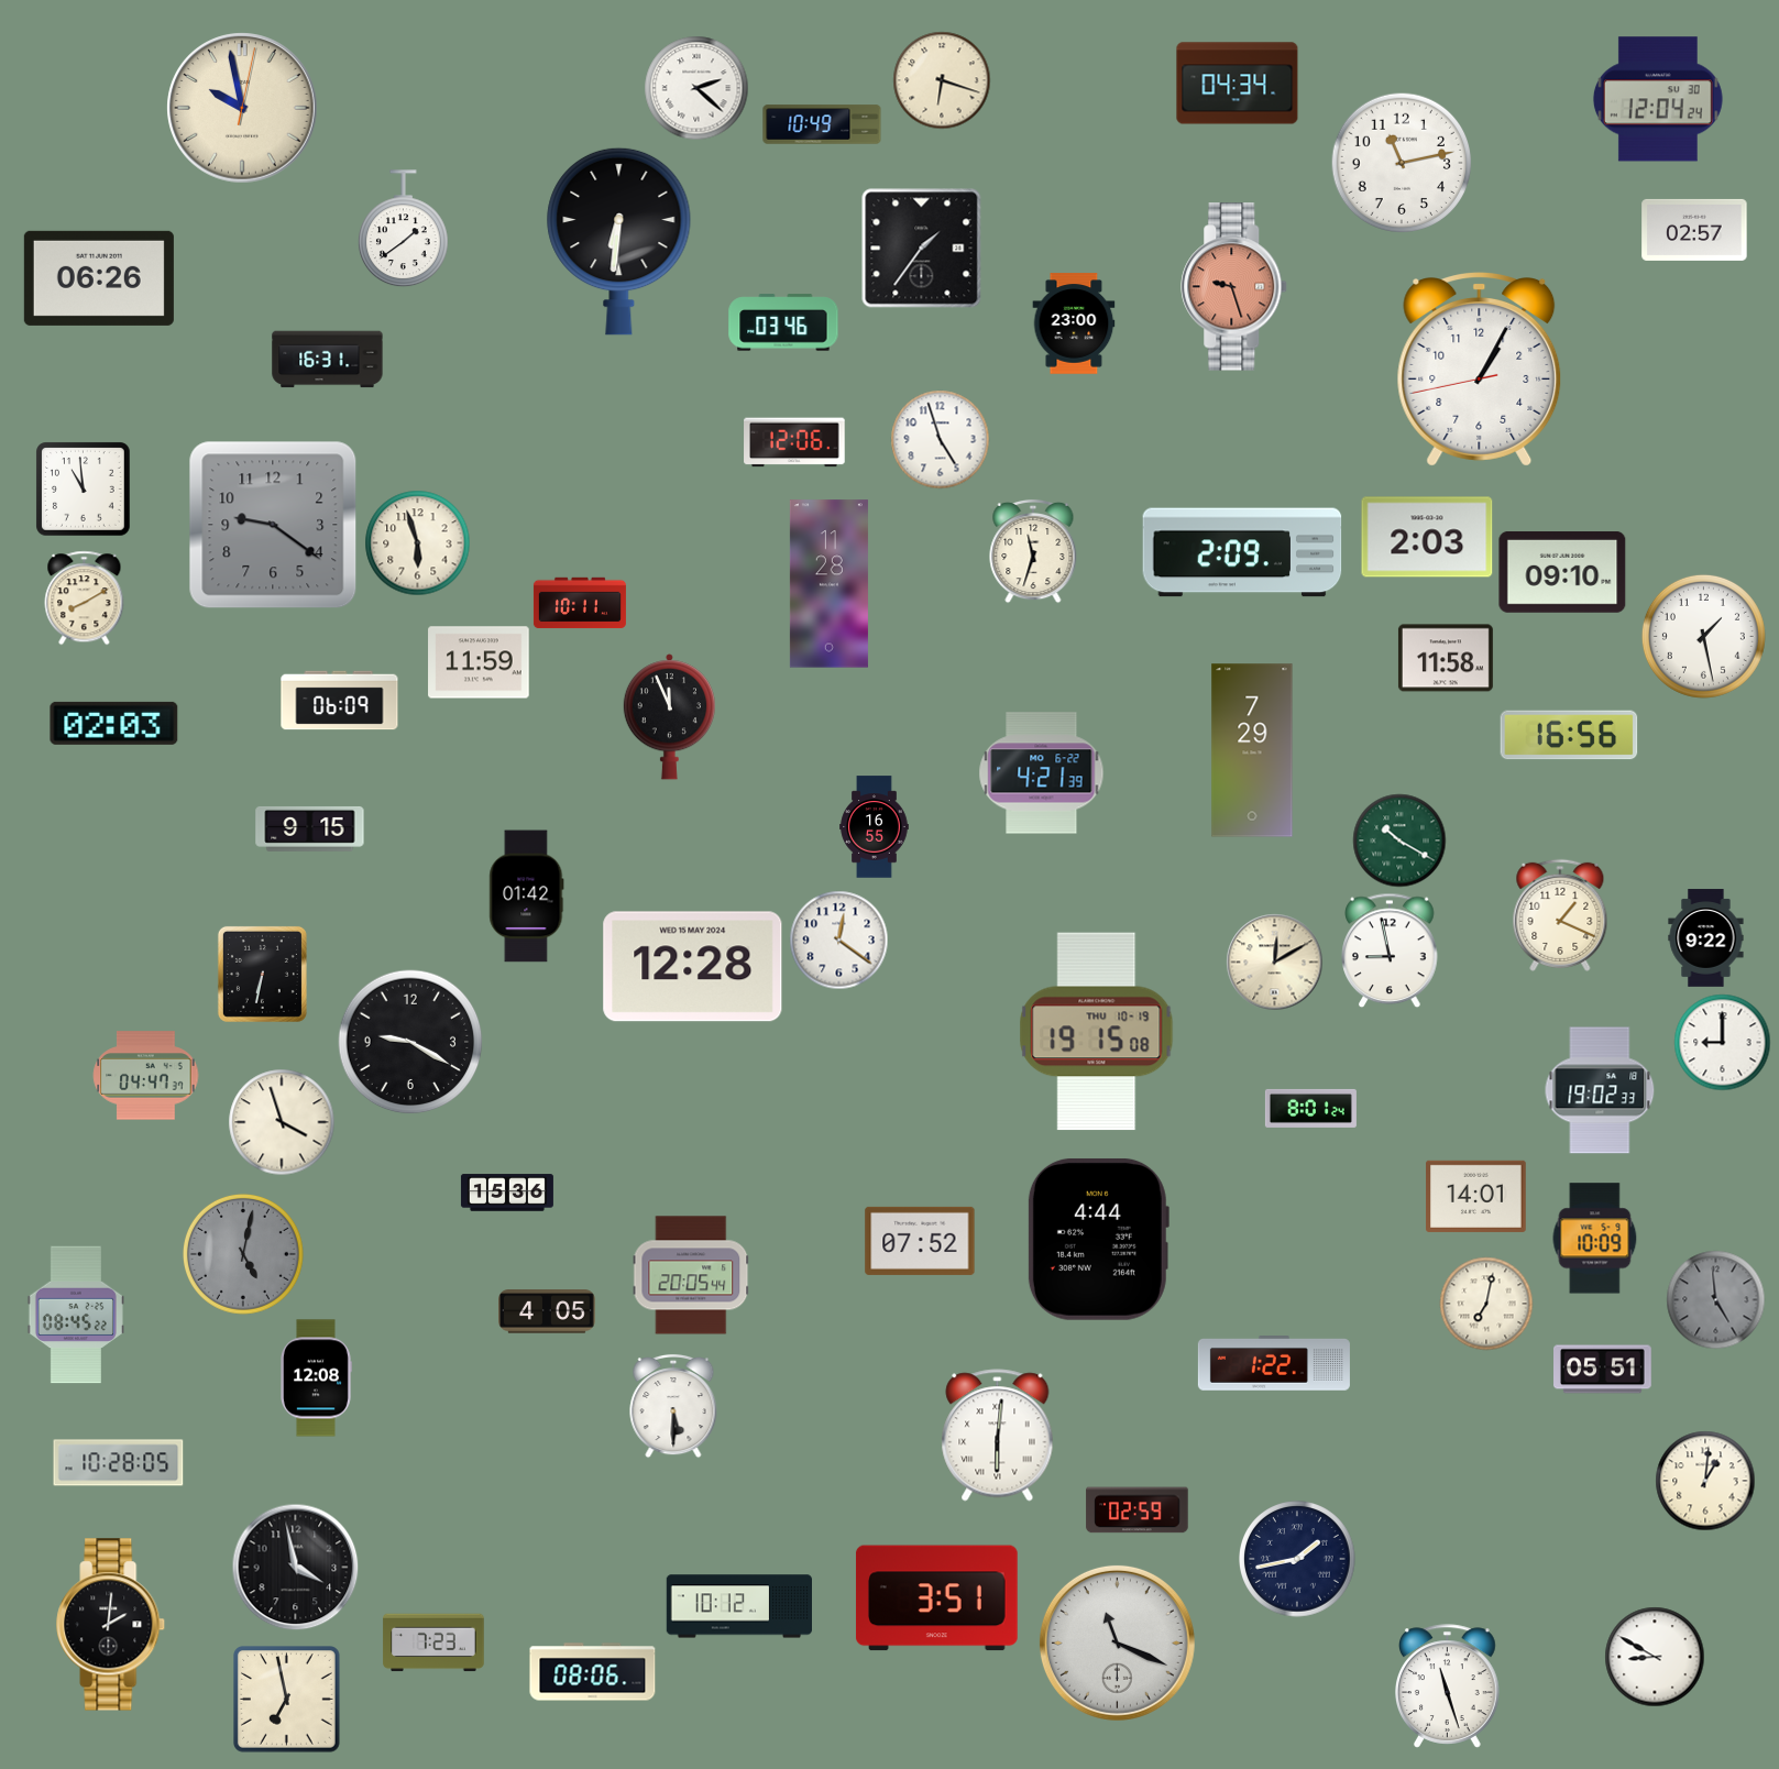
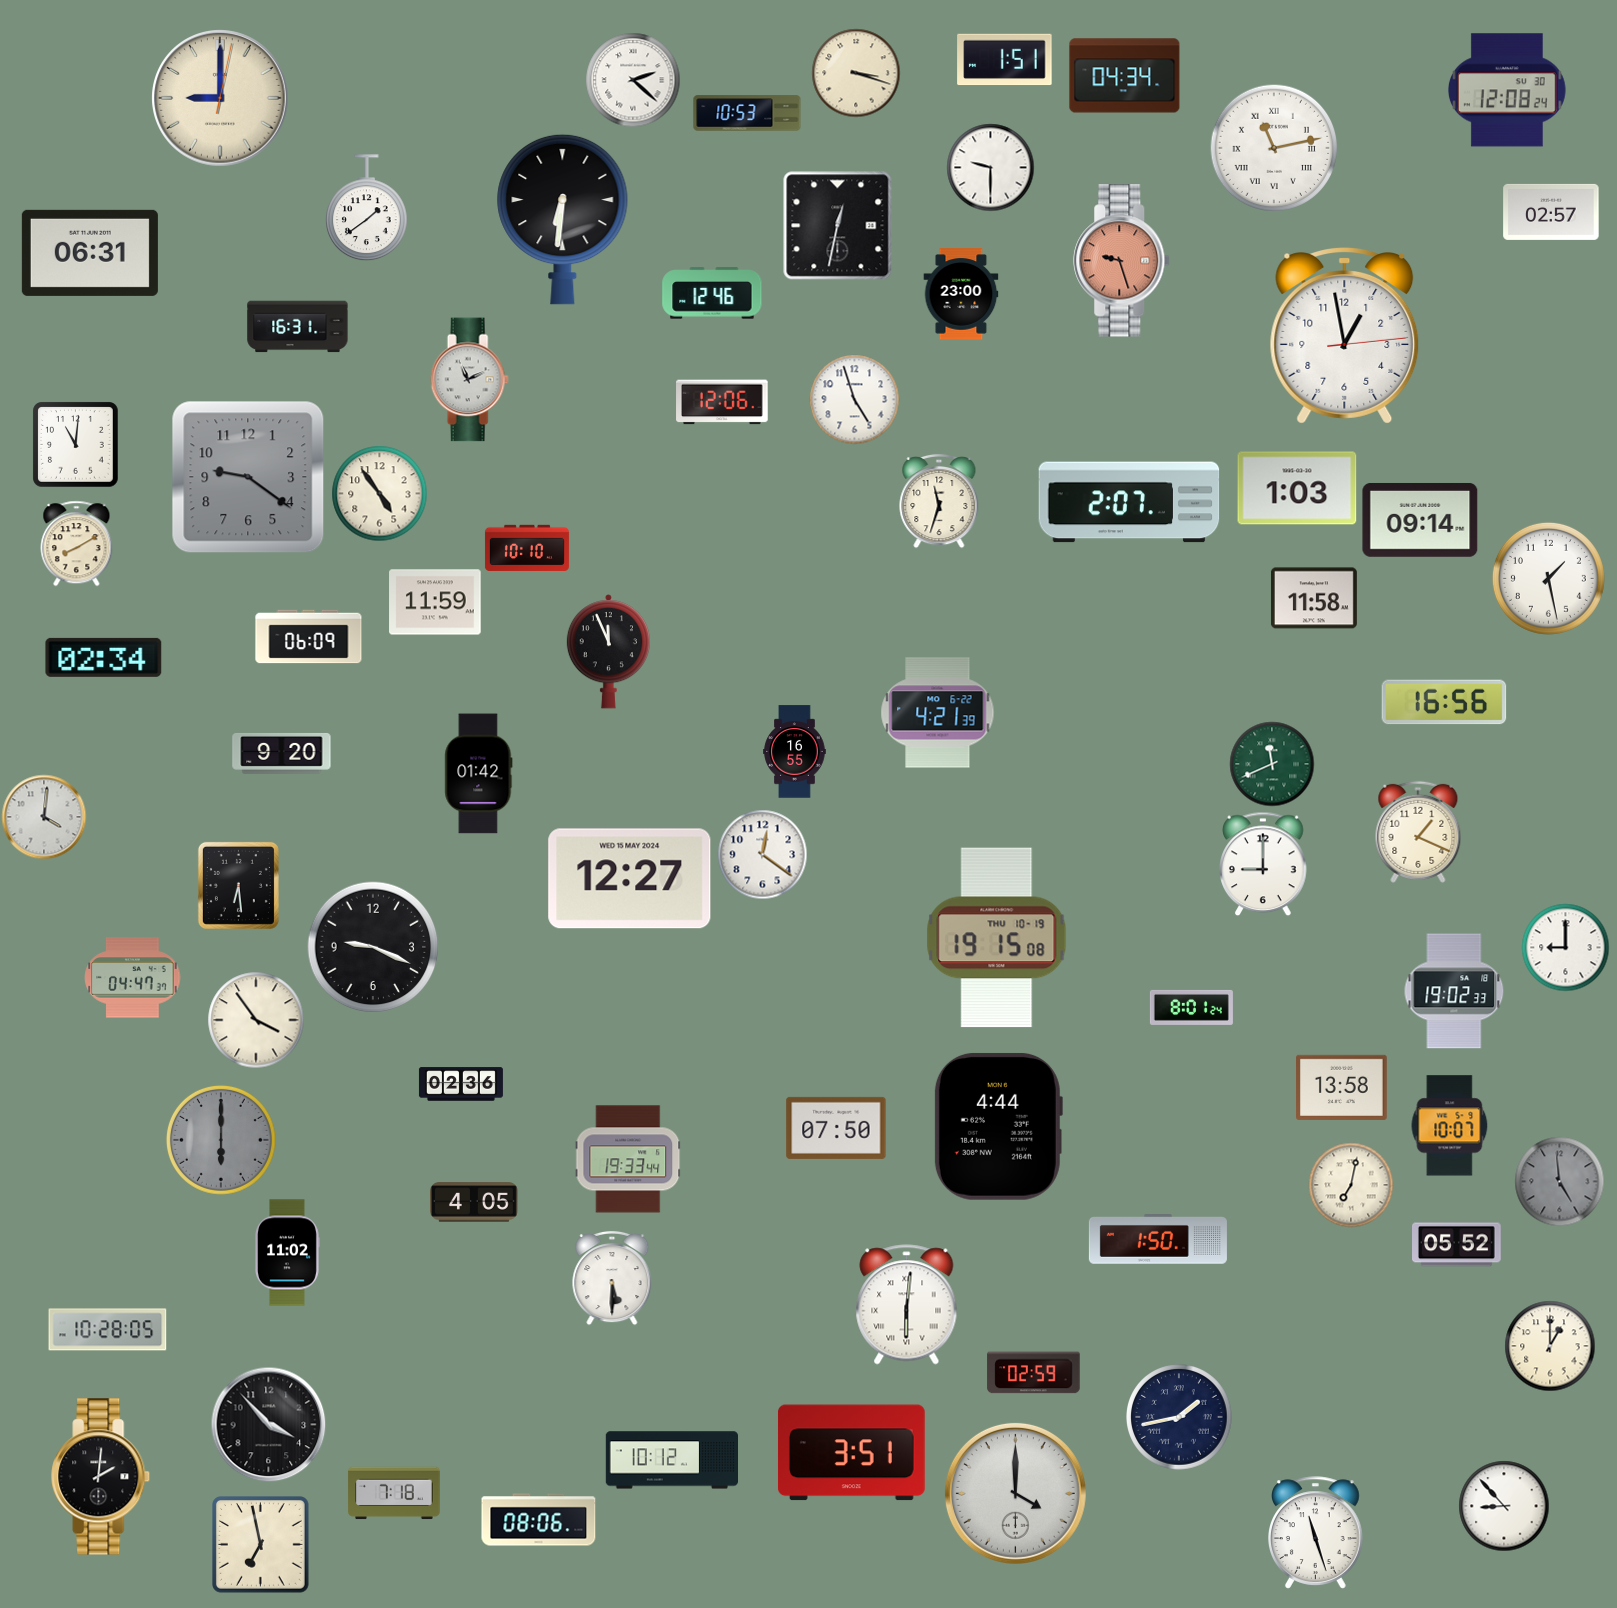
clock at (1005, 60): none -> 1:51
clock at (942, 80): 6:18 -> 3:18
clock at (1658, 99): 12:04 -> 12:08
clock at (242, 108): 9:58 -> 9:00
clock at (822, 124): 10:49 -> 10:53
clock at (1401, 162) numerals: Arabic -> Roman
clock at (990, 167): none -> 9:30
clock at (1694, 230) position: (1694, 230) -> (1551, 212)
clock at (921, 248): 1:36 -> 12:32
clock at (99, 278): 06:26 -> 06:31
clock at (783, 322): 03:46 -> 12:46
clock at (1074, 323) position: (1074, 323) -> (961, 294)
clock at (1480, 370): 1:04 -> 12:58
clock at (469, 380): none -> 11:11
clock at (83, 488): 10:59 -> 11:01
clock at (1427, 537): 2:03 -> 1:03
clock at (417, 542): 5:57 -> 4:54
clock at (1242, 552): 2:09 -> 2:07
clock at (1562, 572): 09:10 -> 09:14
clock at (828, 584): 11:28 -> none
clock at (580, 603): 10:11 -> 10:10
clock at (114, 723): 02:03 -> 02:34
clock at (1569, 735) position: (1569, 735) -> (1444, 702)
clock at (1252, 750): 7:29 -> none
clock at (1042, 773) position: (1042, 773) -> (938, 713)
clock at (310, 828): 9:15 -> 9:20
clock at (1399, 840): 10:20 -> 11:41
clock at (527, 897) position: (527, 897) -> (479, 774)
clock at (44, 817): none -> 4:01
clock at (1706, 938): 9:22 -> none
clock at (1390, 951): 8:58 -> 9:00
clock at (1274, 962): 12:10 -> none
clock at (693, 967): 12:28 -> 12:27
clock at (262, 974): 6:32 -> 6:29
clock at (410, 1042): 9:20 -> 9:19
clock at (282, 1122): 3:57 -> 3:54
clock at (507, 1193): 15:36 -> 02:36
clock at (1476, 1196): 14:01 -> 13:58
clock at (1595, 1239): 10:09 -> 10:07
clock at (920, 1241): 07:52 -> 07:50
clock at (243, 1254): 5:02 -> 6:00
clock at (691, 1275): 20:05 -> 19:33
clock at (548, 1311) position: (548, 1311) -> (475, 1202)
clock at (76, 1315): 08:45 -> none
clock at (1274, 1364): 1:22 -> 1:50
clock at (1603, 1370): 05:51 -> 05:52
clock at (317, 1378): 12:08 -> 11:02
clock at (1705, 1481): 1:01 -> 1:00
clock at (295, 1567): 3:58 -> 3:53
clock at (433, 1642): 7:23 -> 7:18
clock at (1117, 1642): 11:19 -> 4:00
clock at (1655, 1657): 8:50 -> 8:53
